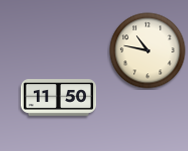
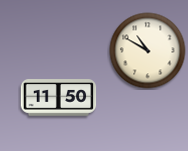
clock at (148, 51): 10:47 -> 10:50
